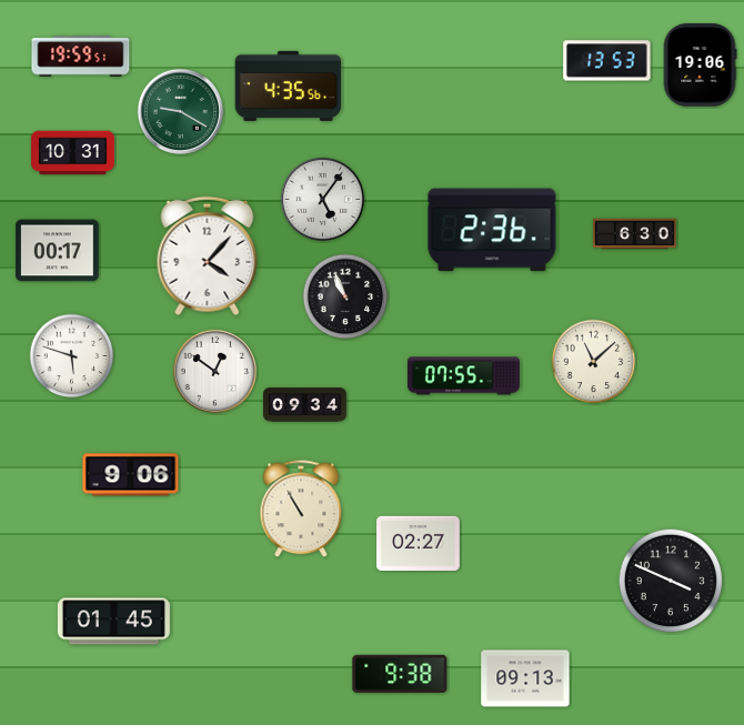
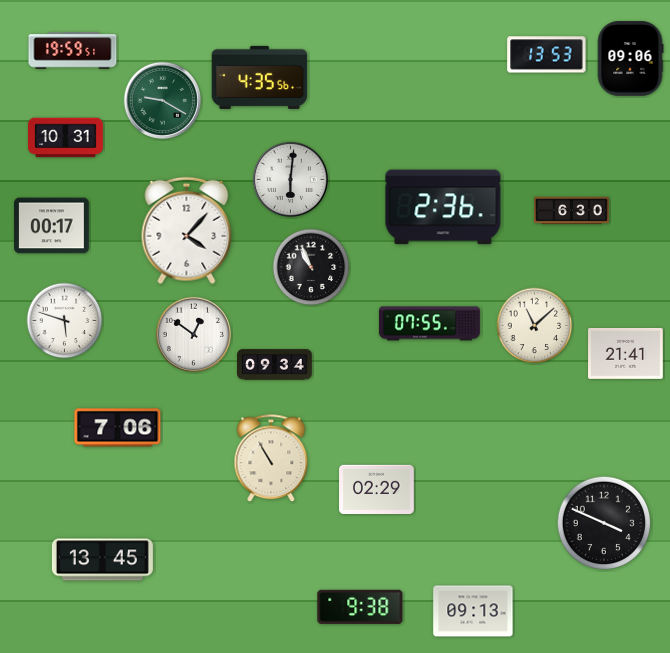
clock at (700, 66): 19:06 -> 09:06
clock at (322, 199): 5:06 -> 6:01
clock at (463, 376) position: (463, 376) -> (429, 324)
clock at (626, 353): none -> 21:41
clock at (131, 475): 9:06 -> 7:06
clock at (419, 543): 02:27 -> 02:29
clock at (113, 622): 01:45 -> 13:45
